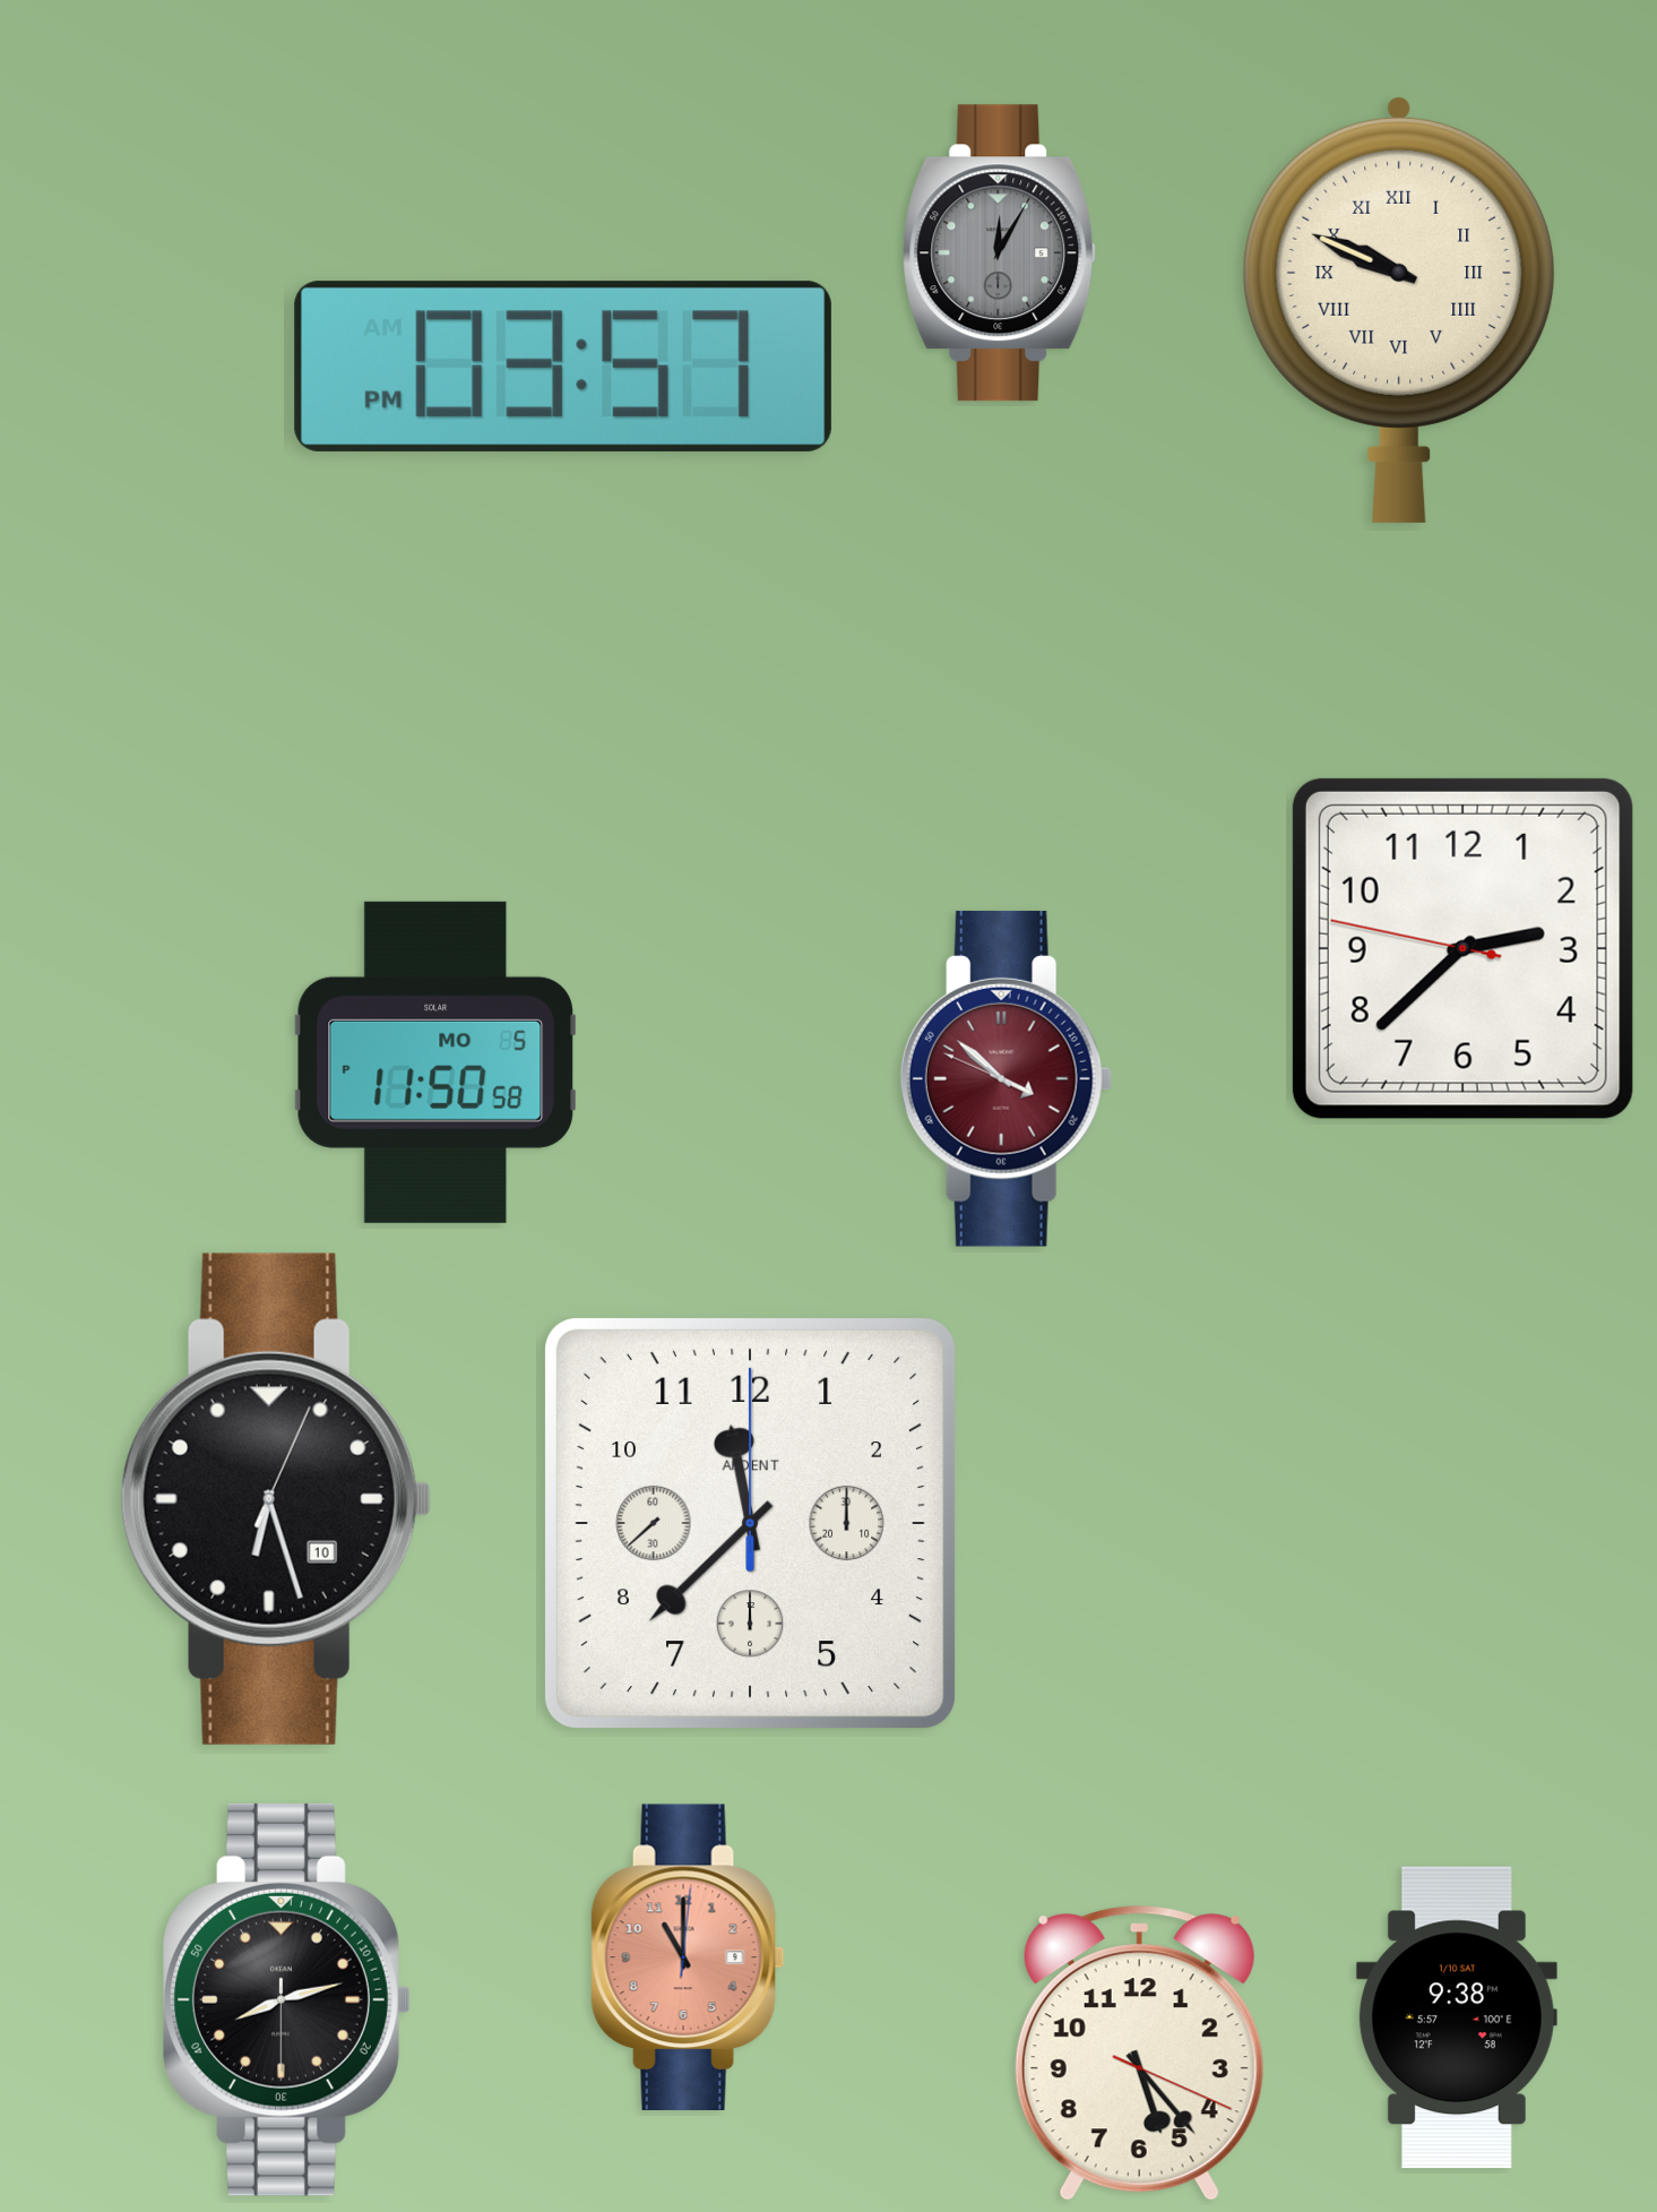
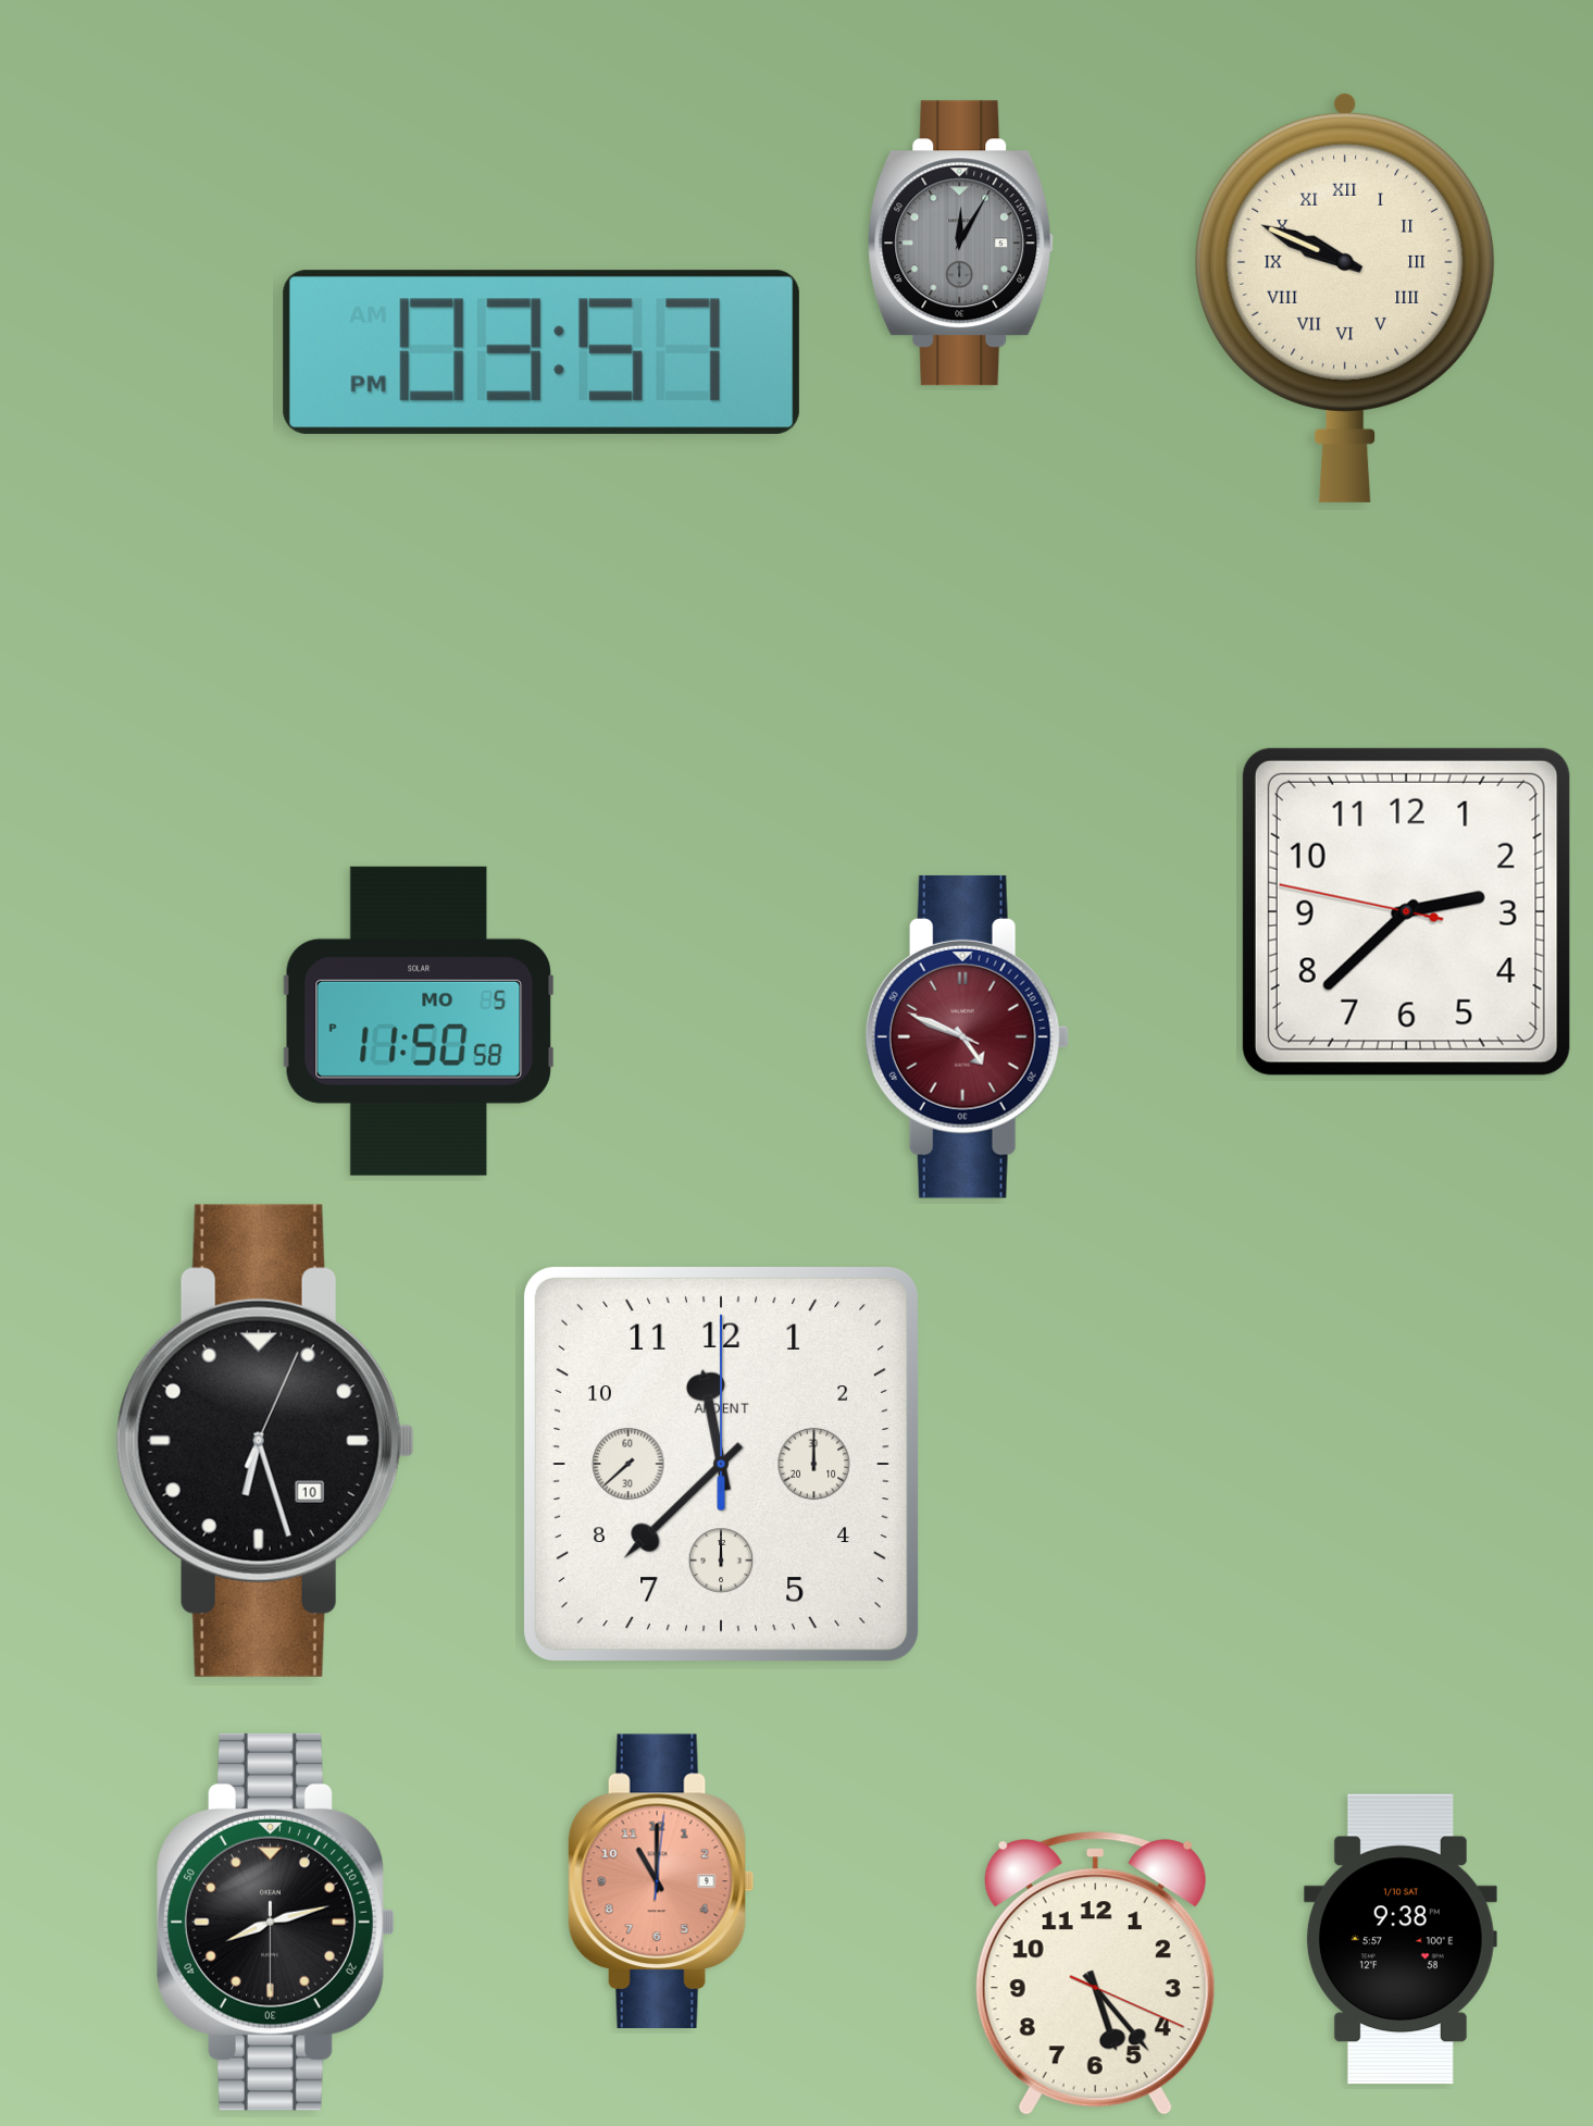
clock at (1006, 1078): 3:51 -> 4:48
